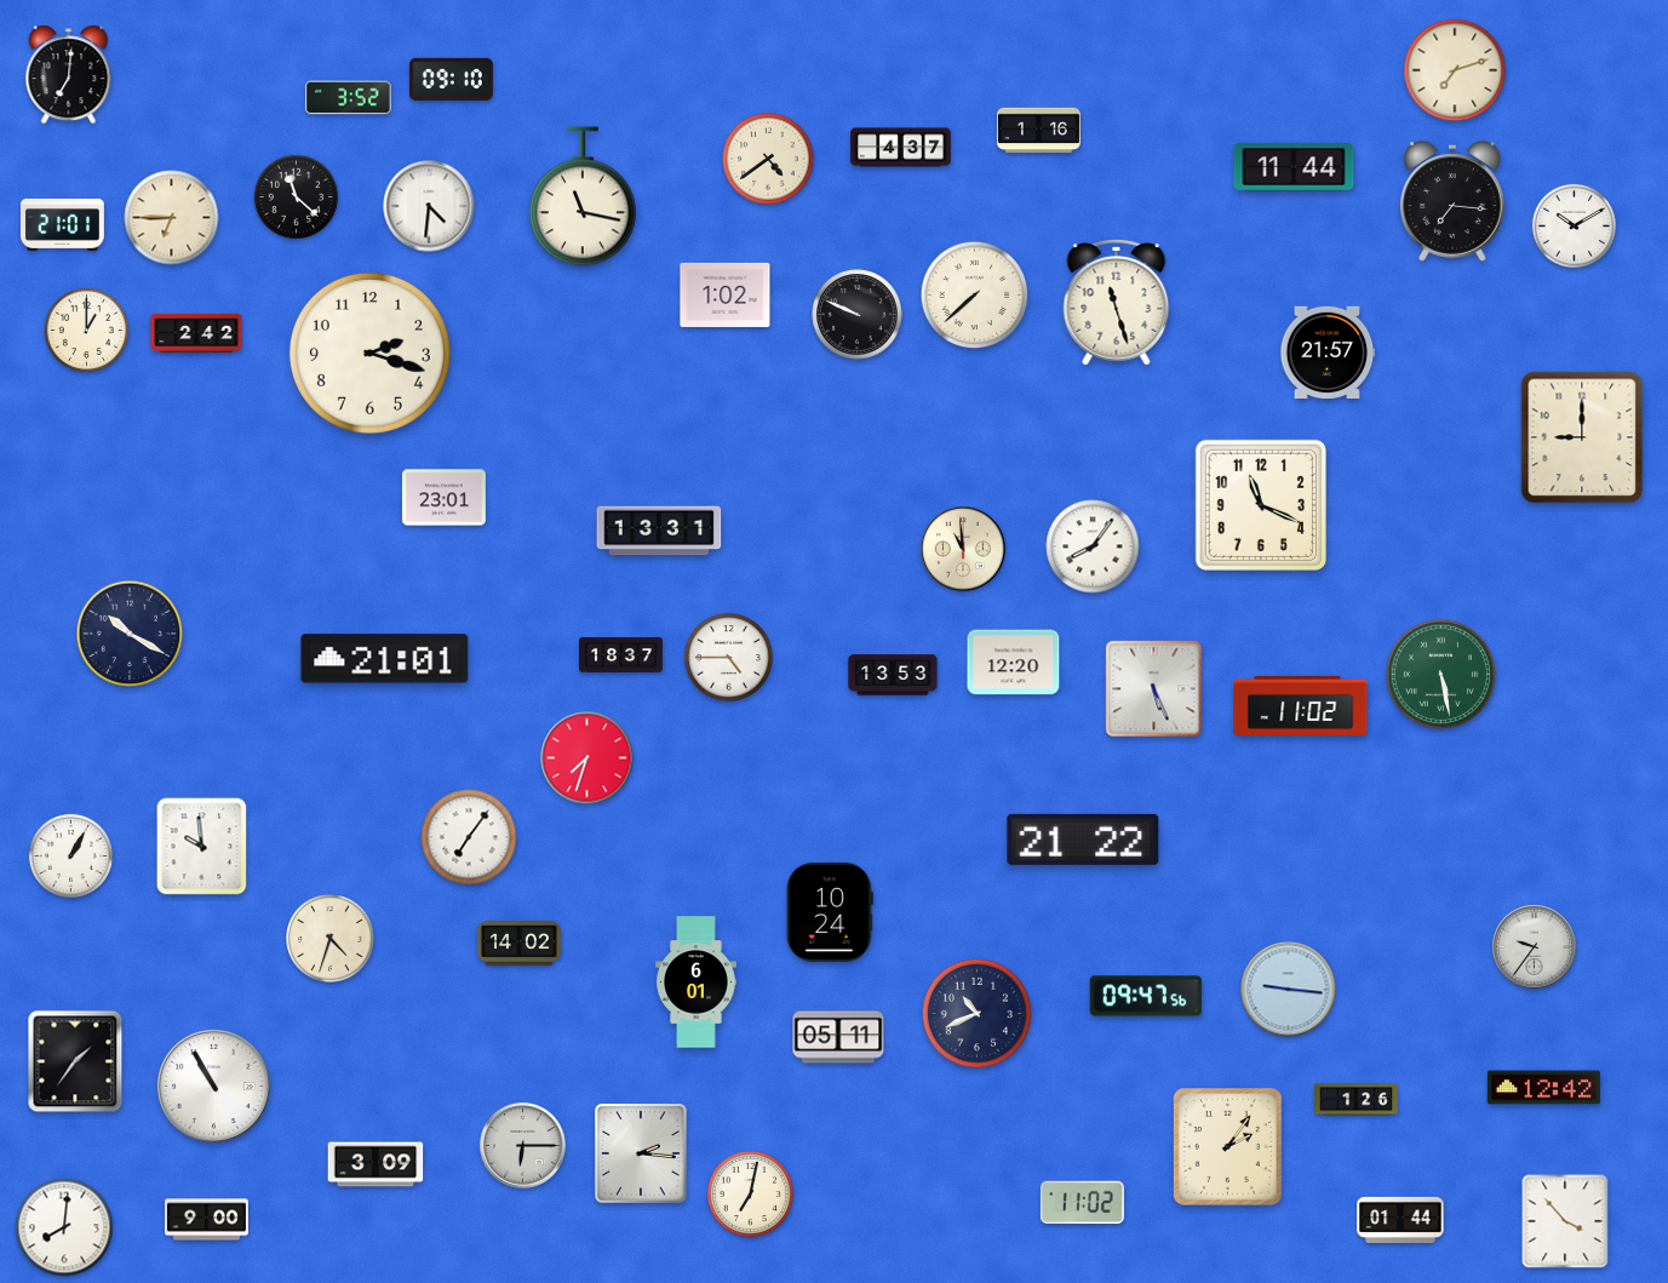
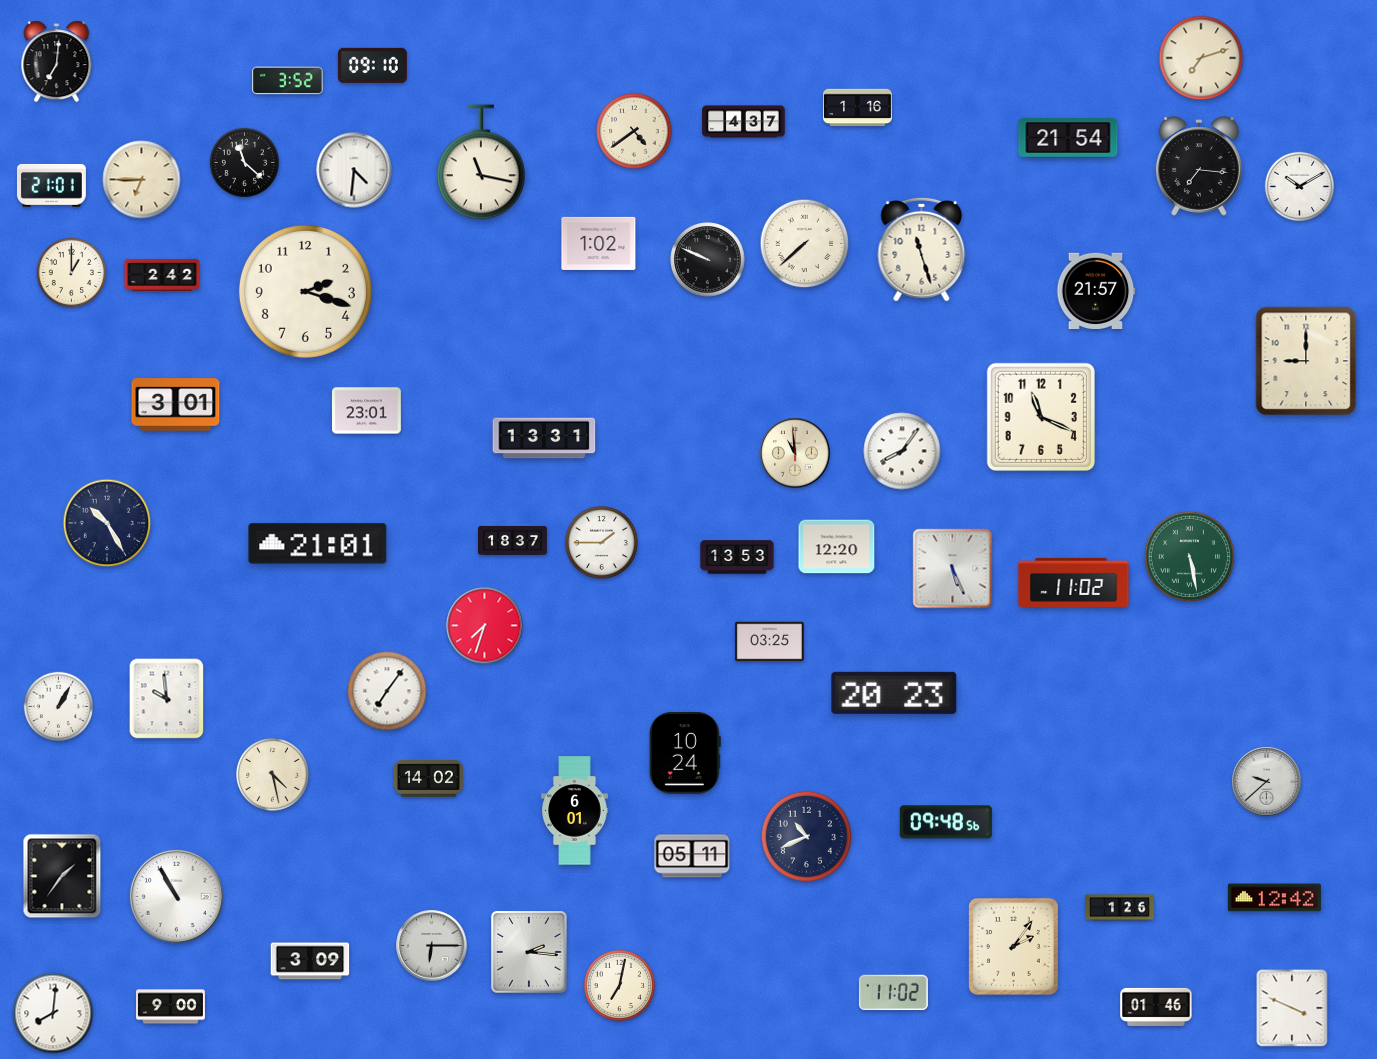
clock at (1294, 167): 11:44 -> 21:54
clock at (176, 405): none -> 3:01
clock at (130, 634): 10:20 -> 10:25
clock at (729, 658): 4:45 -> 1:45
clock at (769, 642): none -> 03:25
clock at (1083, 840): 21:22 -> 20:23
clock at (331, 939): 4:33 -> 4:28
clock at (1535, 947): 9:36 -> 9:38
clock at (1289, 990): 9:16 -> none
clock at (1146, 996): 09:47 -> 09:48
clock at (1400, 1220): 01:44 -> 01:46
clock at (1565, 1221): 3:53 -> 3:49
